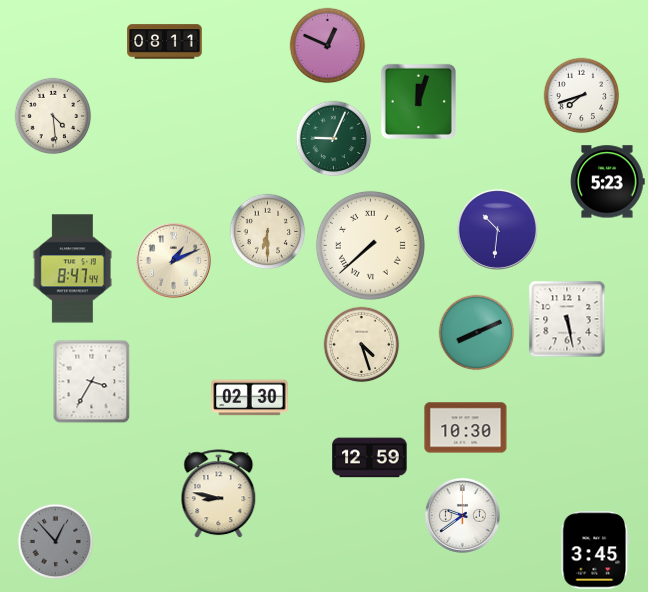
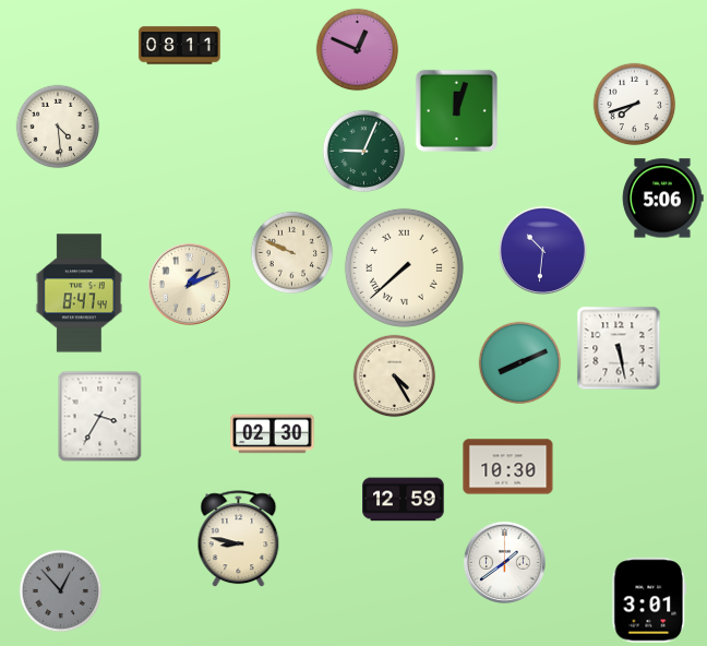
clock at (608, 182): 5:23 -> 5:06
clock at (268, 232): 6:30 -> 9:49
clock at (362, 345): 4:27 -> 4:25
clock at (462, 515): 9:39 -> 1:39
clock at (595, 550): 3:45 -> 3:01
